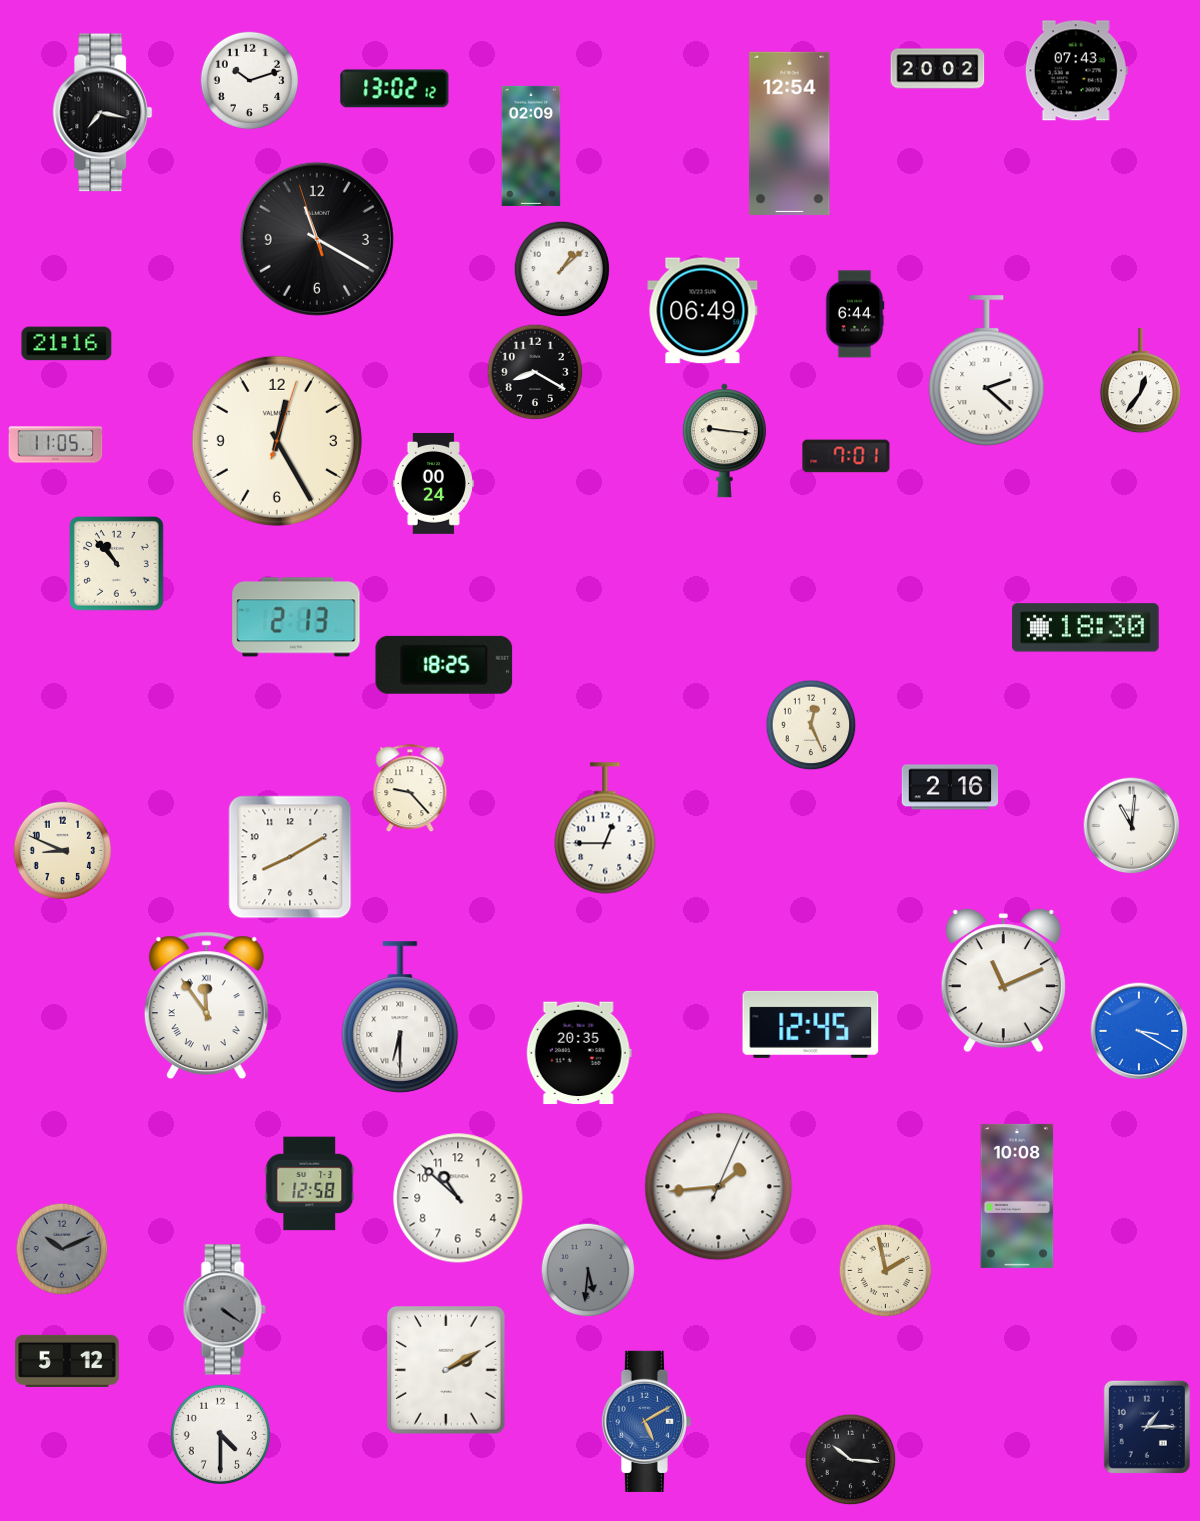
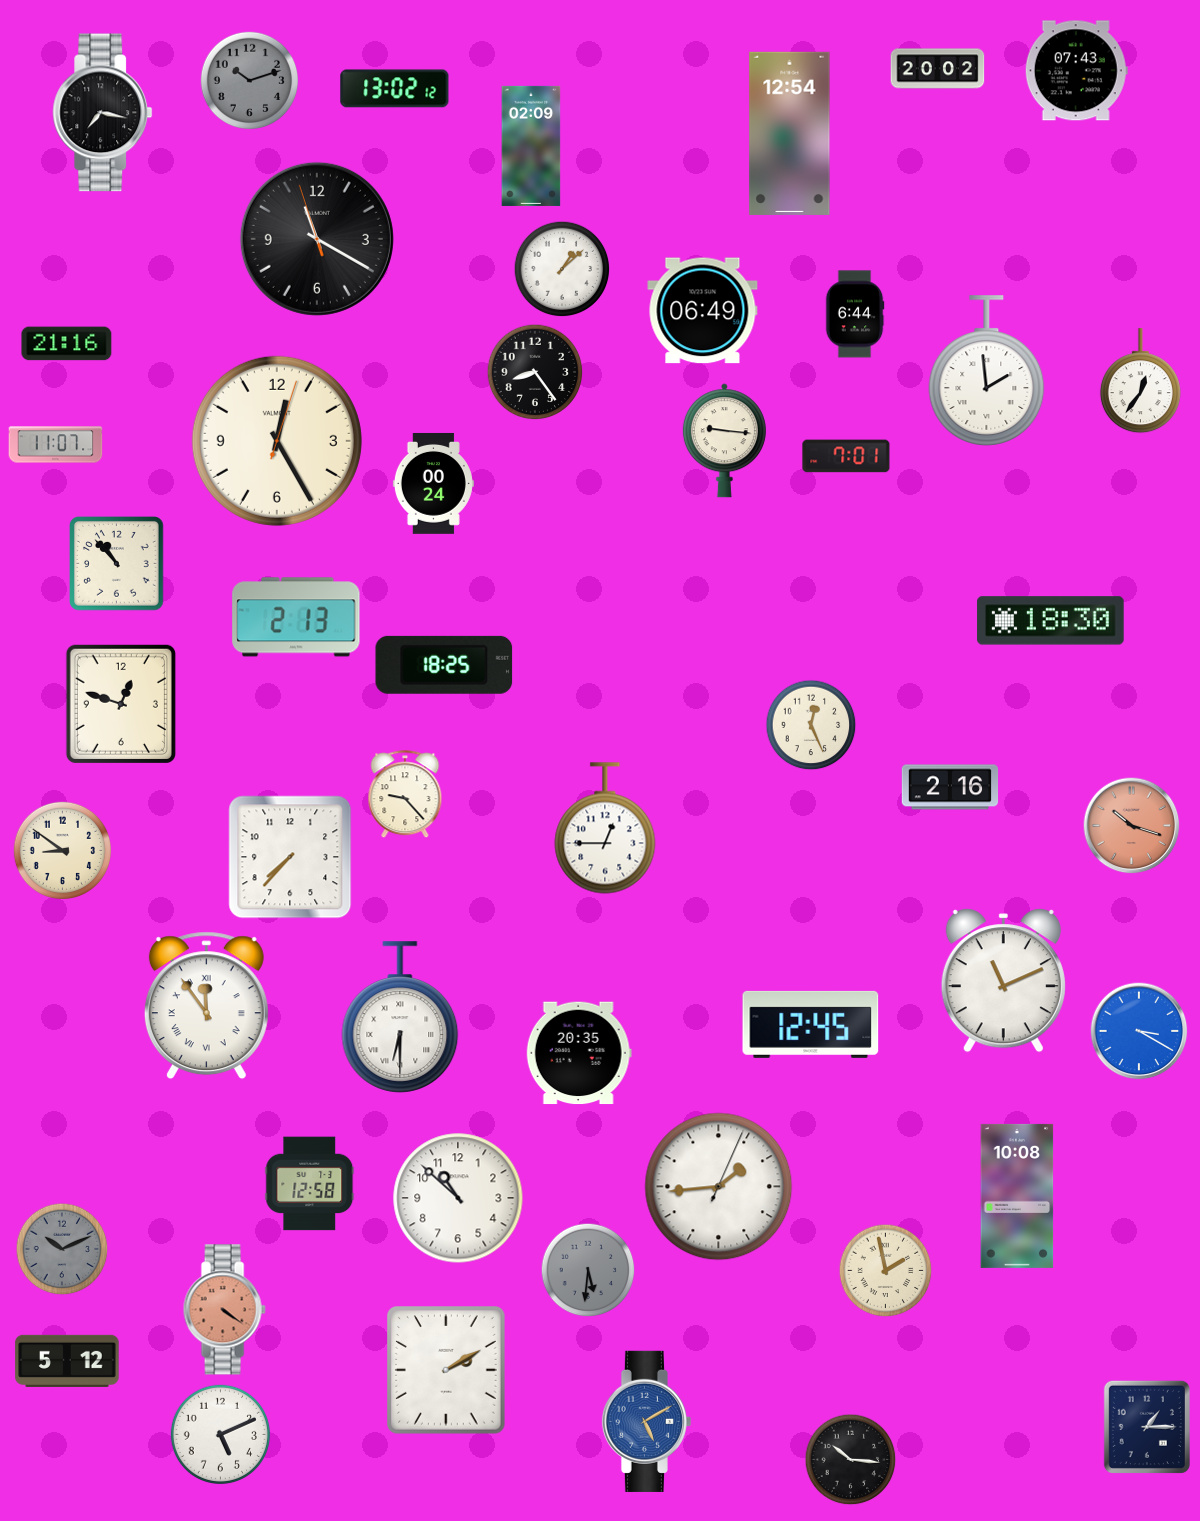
clock at (249, 80) dial: white -> grey
clock at (987, 371): 2:22 -> 1:59
clock at (535, 372): 8:20 -> 8:24
clock at (56, 445): 11:05 -> 11:07
clock at (1086, 628) position: (1086, 628) -> (1051, 621)
clock at (121, 704): none -> 12:48
clock at (410, 789) position: (410, 789) -> (405, 795)
clock at (1132, 826): 11:01 -> 10:18
clock at (1132, 826) dial: white -> salmon
clock at (62, 850): 8:49 -> 8:51
clock at (290, 857): 8:10 -> 7:37
clock at (224, 1310) dial: grey -> salmon
clock at (220, 1434): 4:30 -> 5:11
